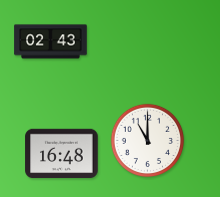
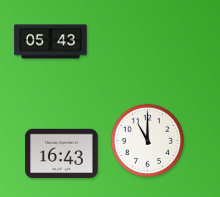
clock at (51, 42): 02:43 -> 05:43
clock at (62, 154): 16:48 -> 16:43
